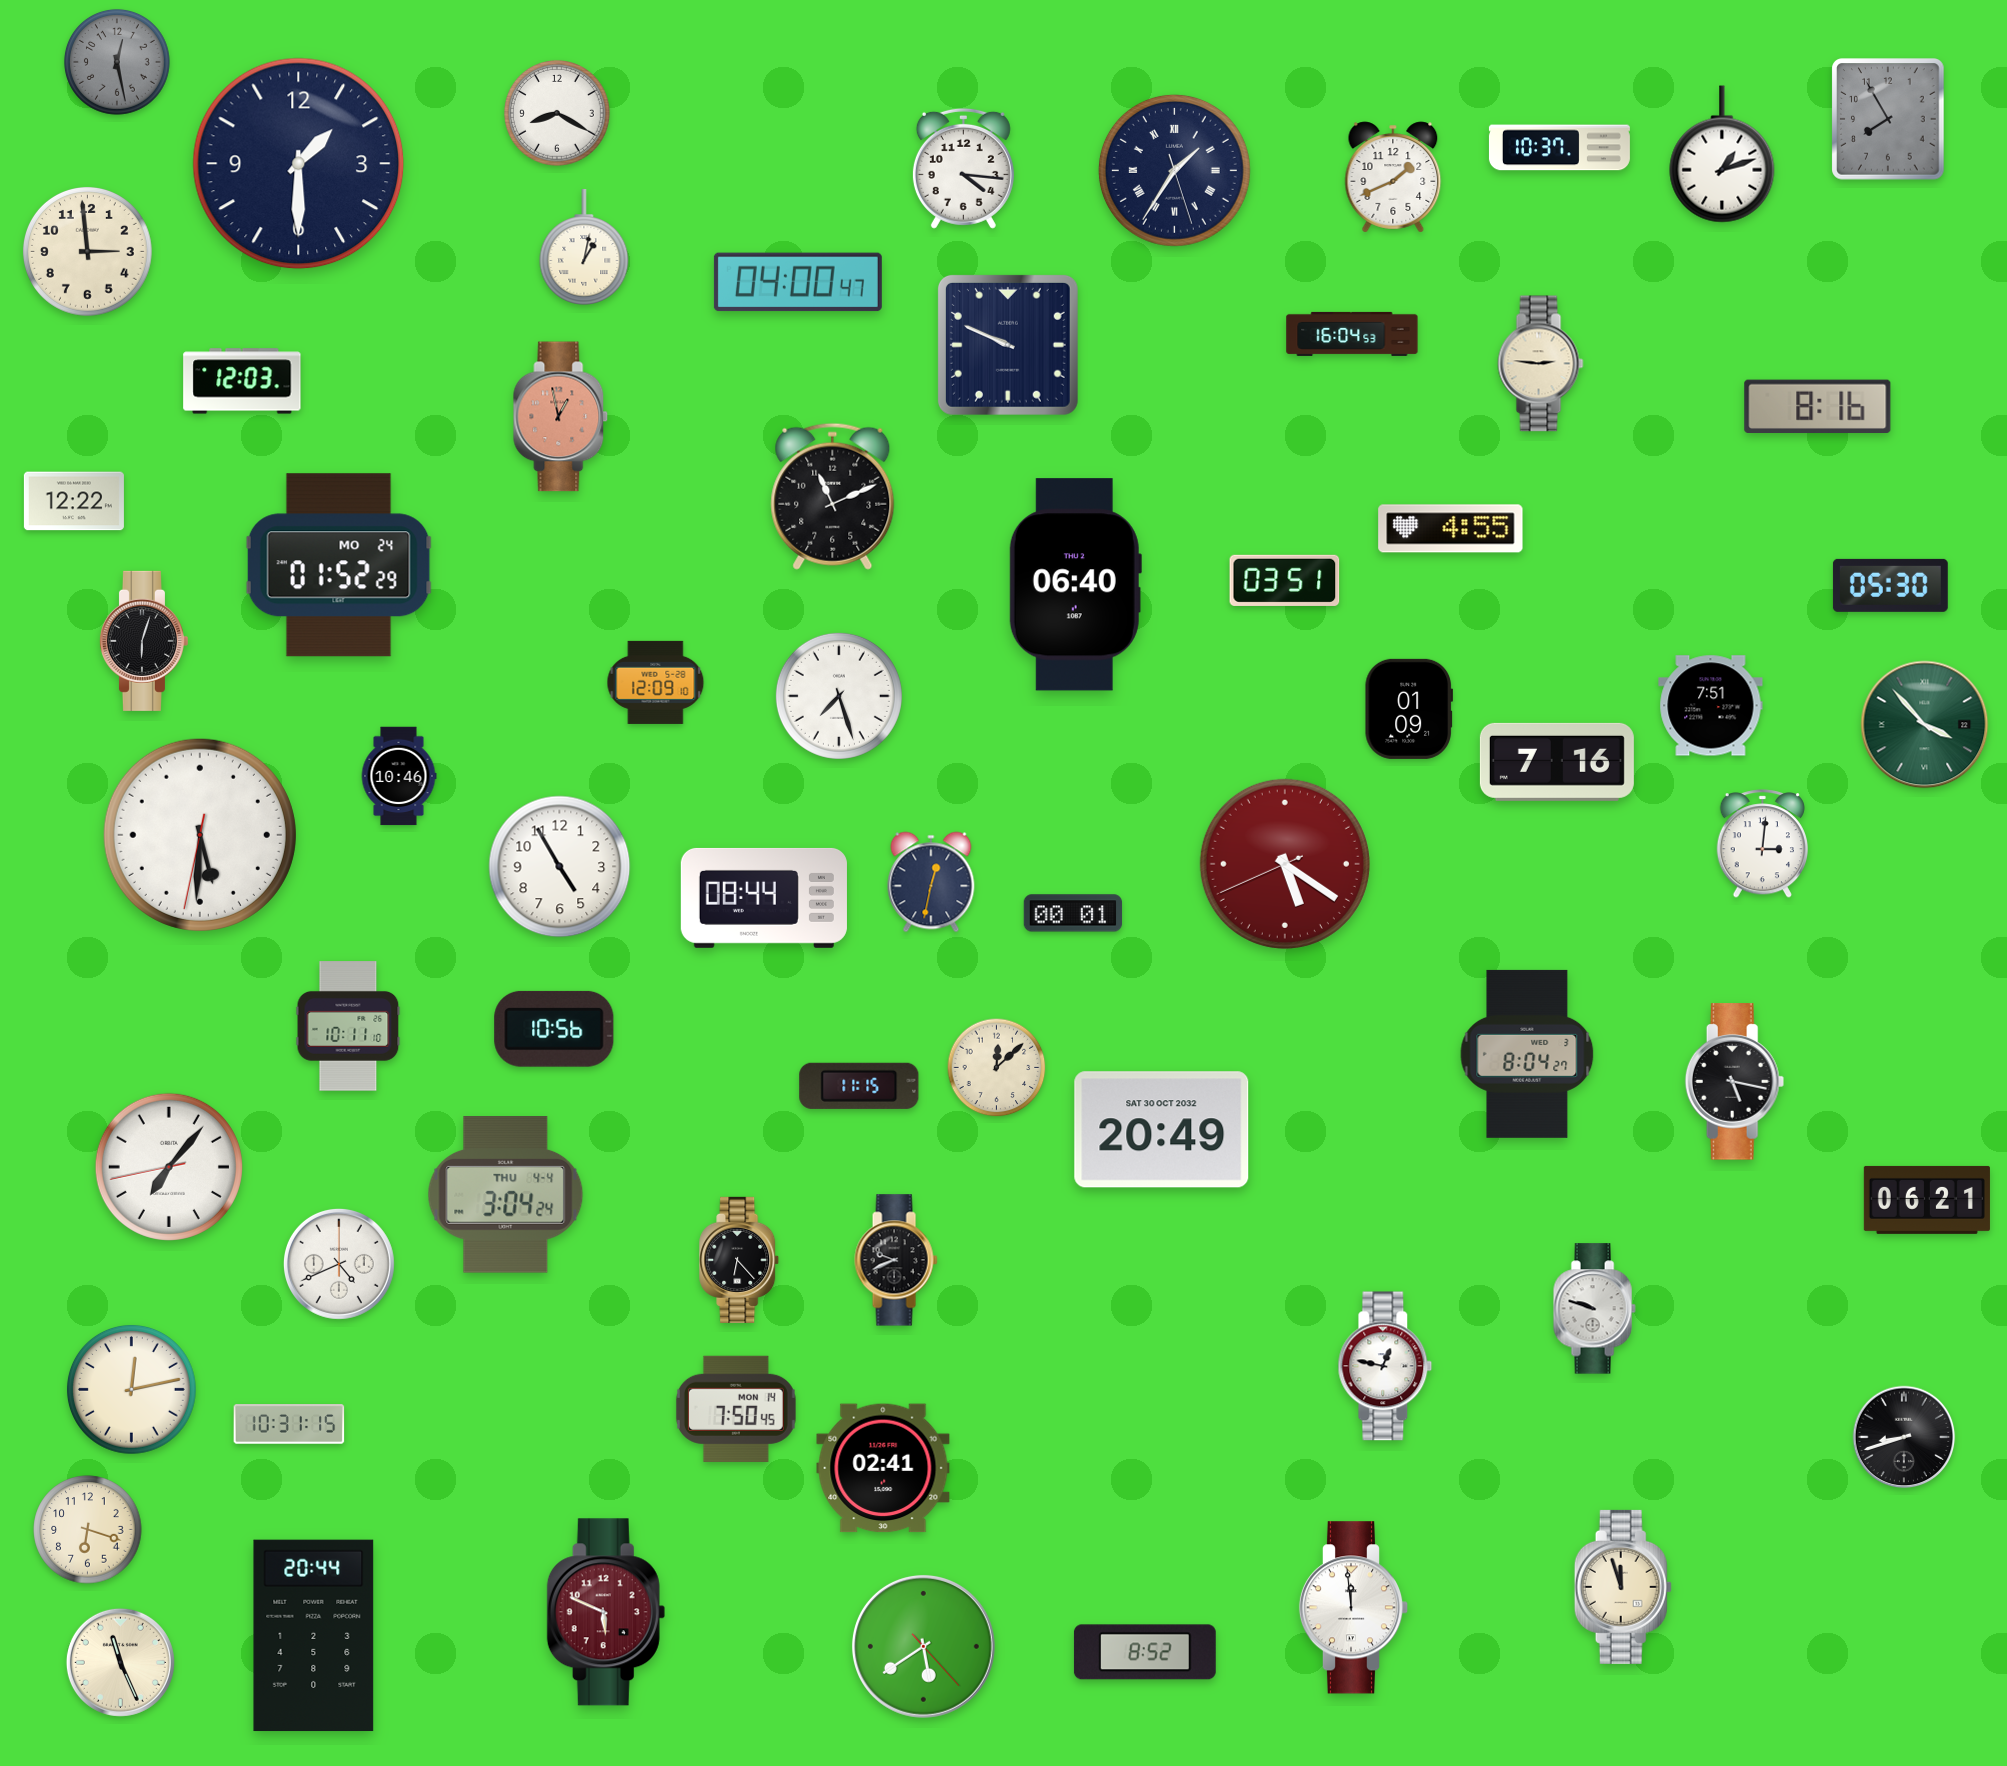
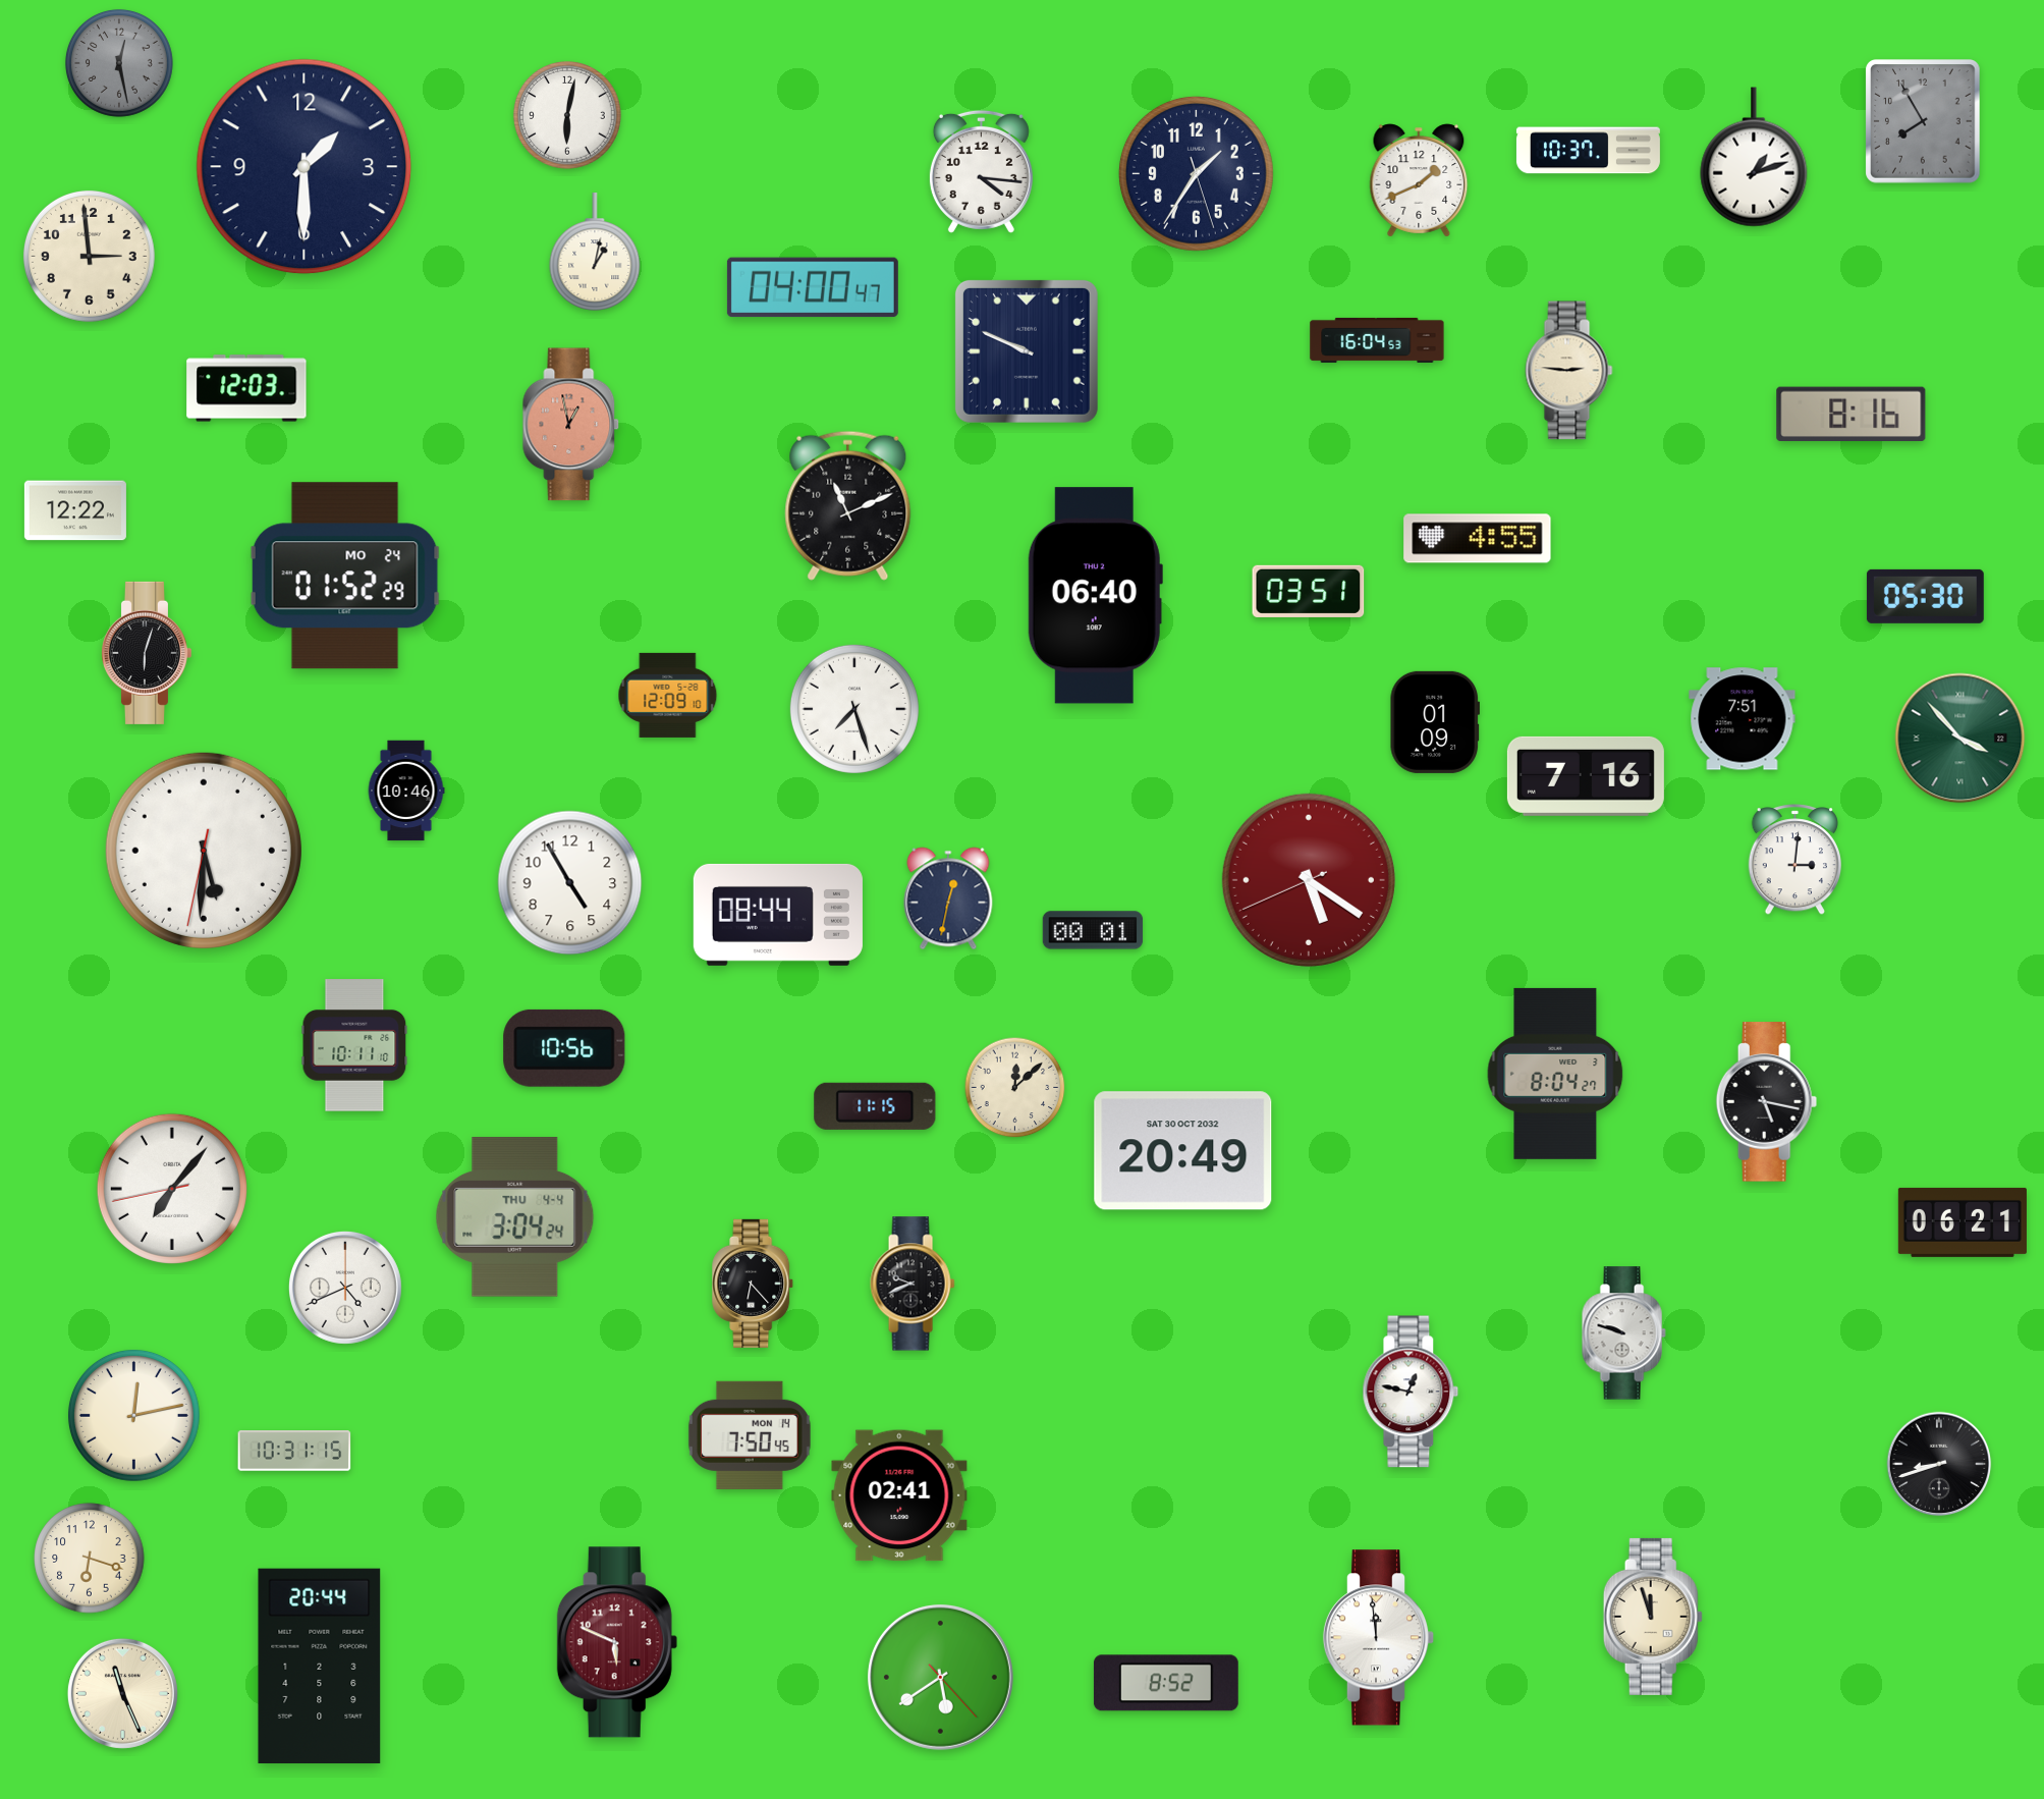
clock at (557, 113): 8:20 -> 6:02
clock at (1174, 170) numerals: Roman -> Arabic
